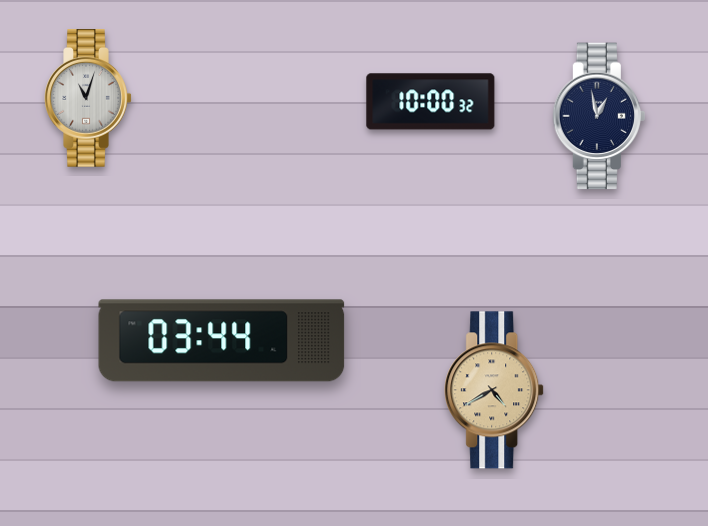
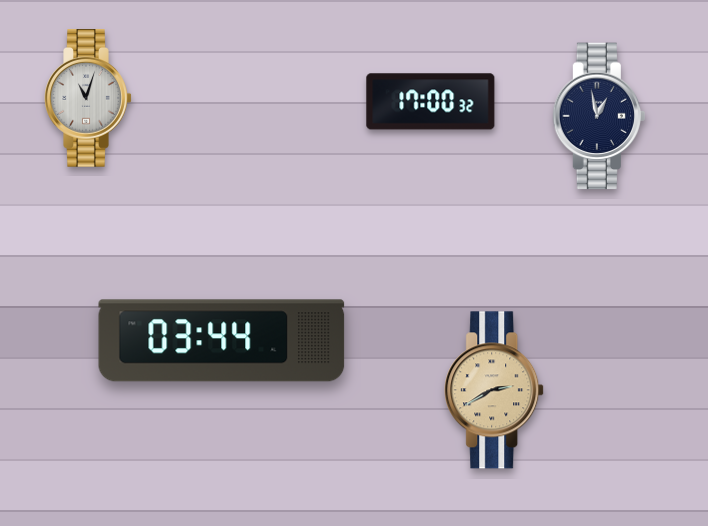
clock at (431, 102): 10:00 -> 17:00
clock at (495, 390): 4:40 -> 2:40
